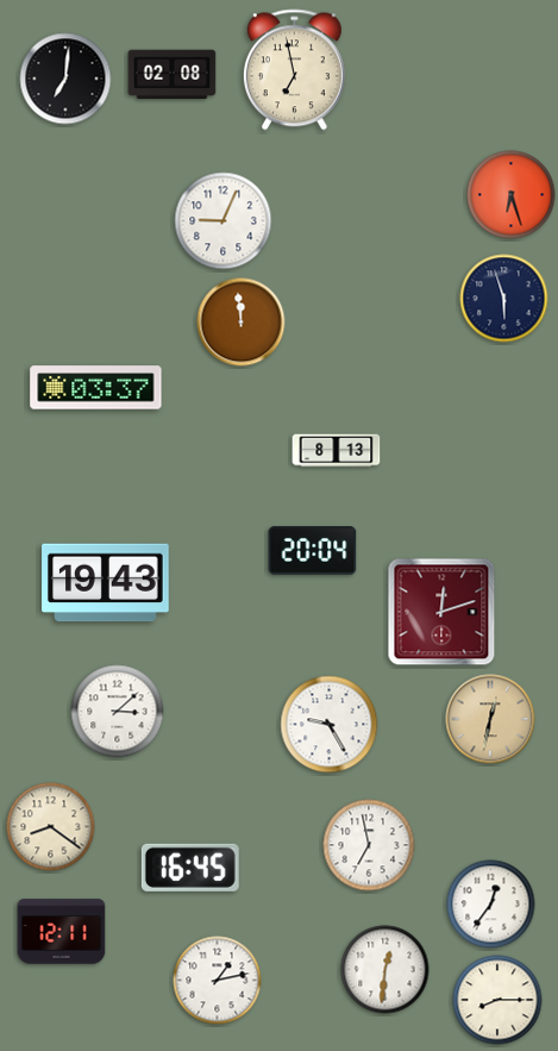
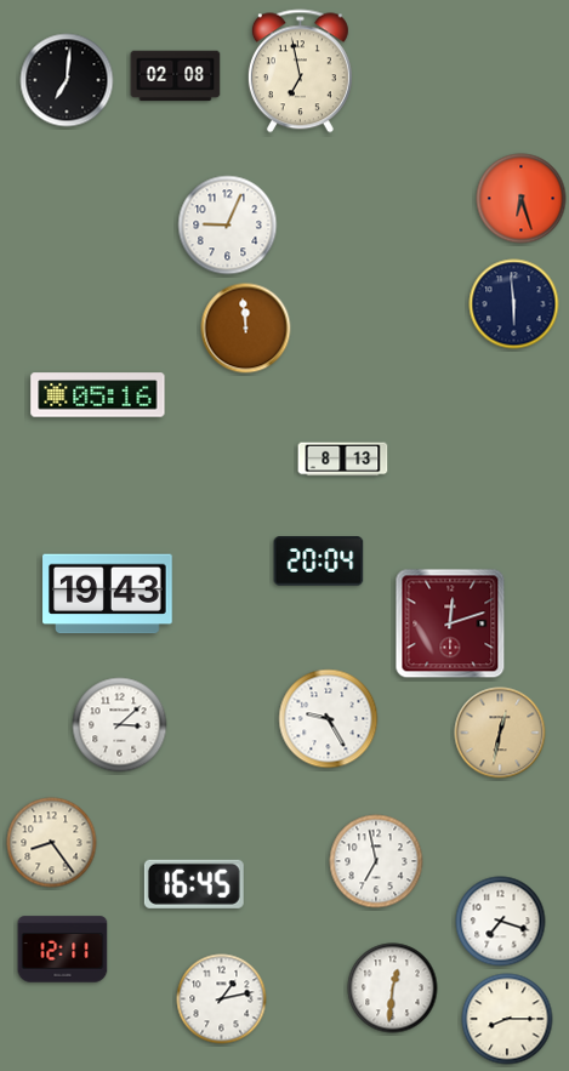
clock at (504, 299): 5:57 -> 5:59
clock at (96, 388): 03:37 -> 05:16
clock at (330, 725) position: (330, 725) -> (329, 719)
clock at (51, 827): 8:21 -> 8:24
clock at (491, 905): 12:36 -> 7:18
